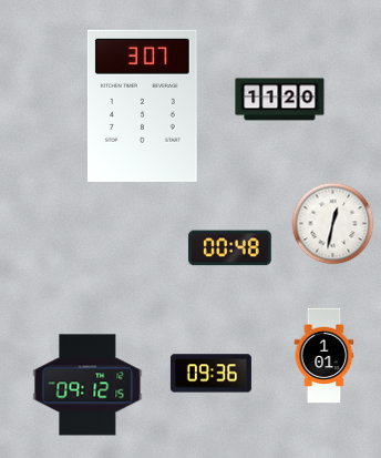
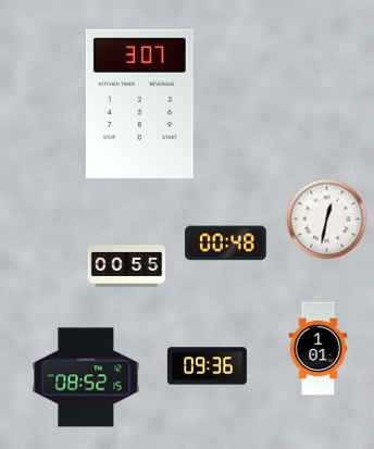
clock at (280, 100): 11:20 -> none
clock at (127, 266): none -> 00:55
clock at (87, 385): 09:12 -> 08:52
